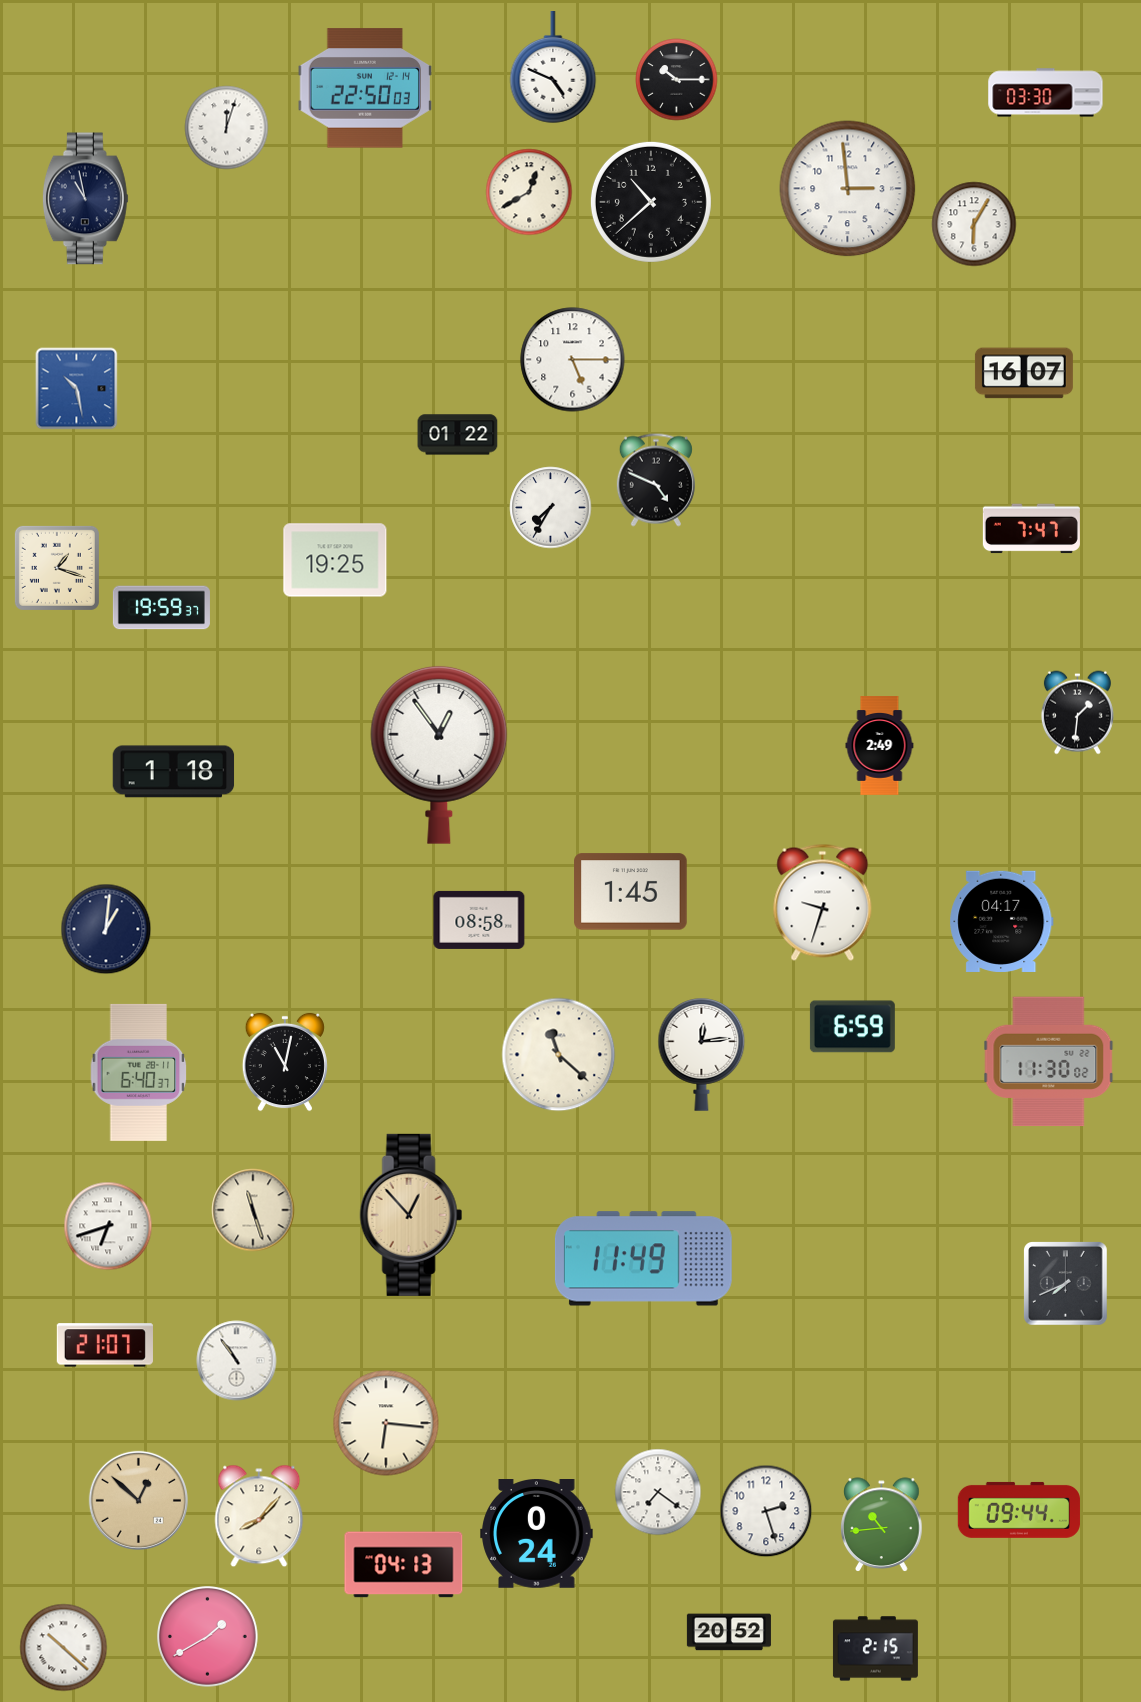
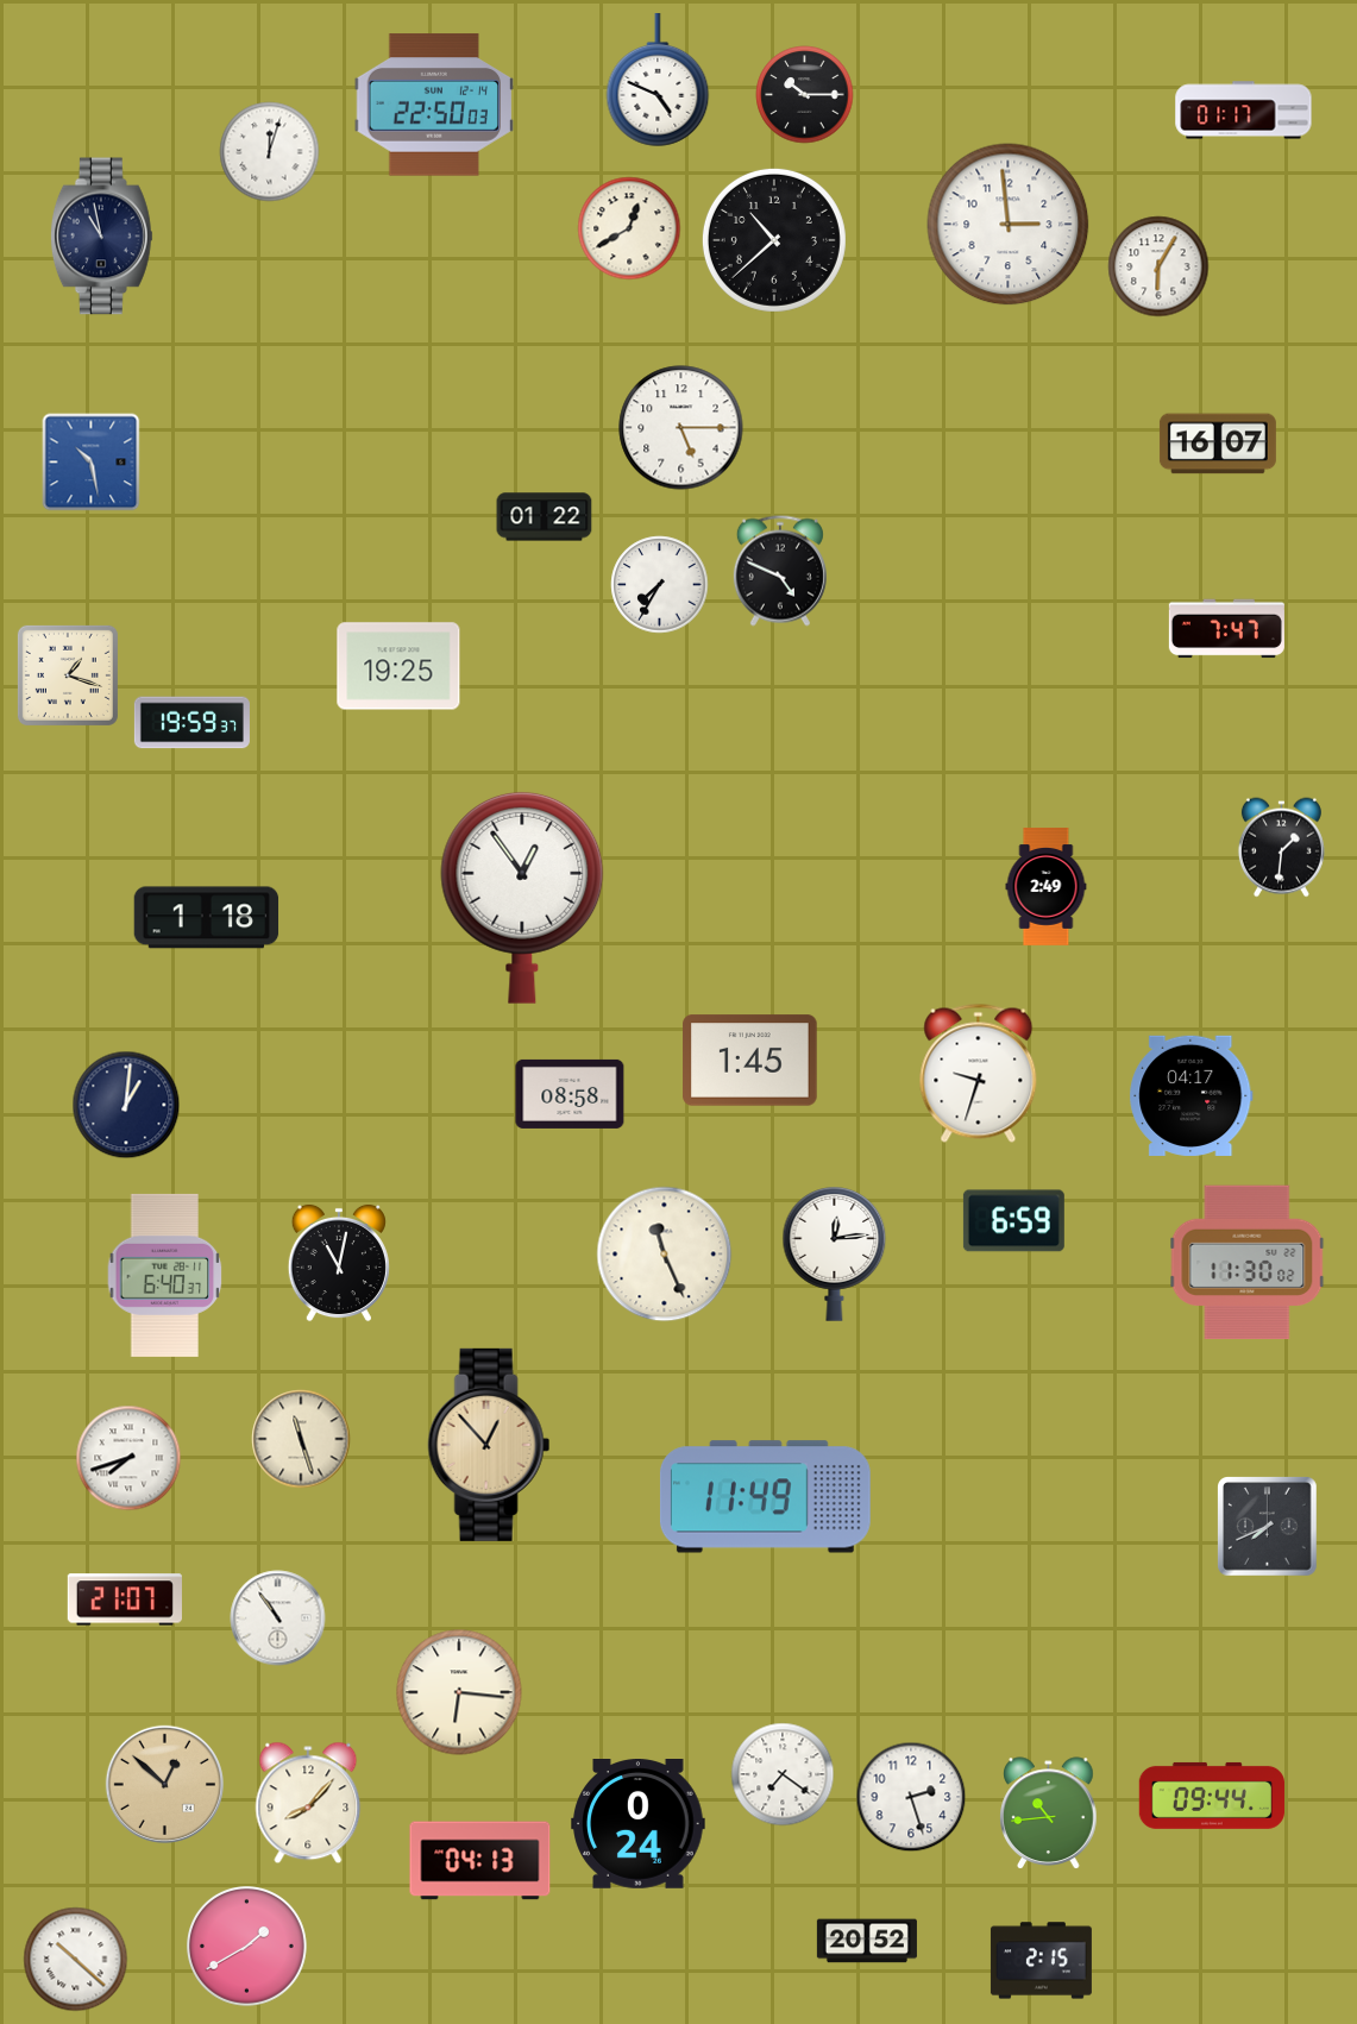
clock at (1046, 93): 03:30 -> 01:17
clock at (551, 508) position: (551, 508) -> (660, 585)
clock at (559, 1055): 11:22 -> 11:26
clock at (108, 1226): 6:42 -> 7:42
clock at (237, 1361) position: (237, 1361) -> (278, 1618)
